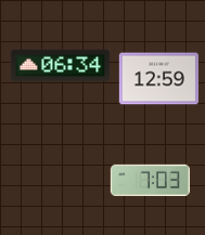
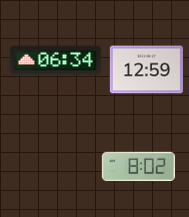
clock at (158, 79) position: (158, 79) -> (146, 70)
clock at (150, 181): 7:03 -> 8:02
